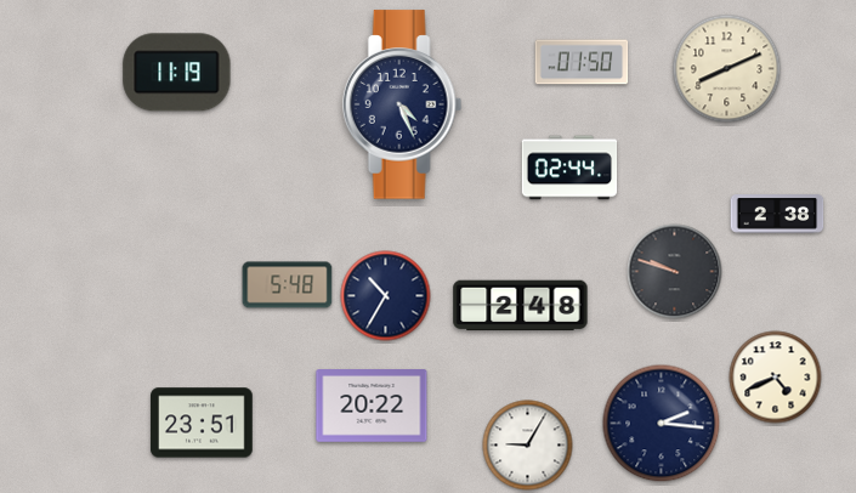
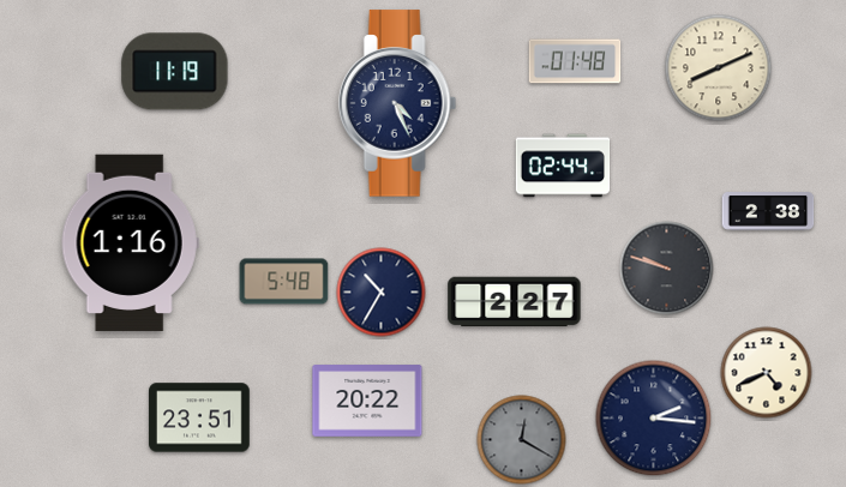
clock at (582, 62): 01:50 -> 01:48
clock at (130, 242): none -> 1:16
clock at (521, 306): 2:48 -> 2:27
clock at (528, 446): 9:05 -> 12:20
clock at (528, 446) dial: white -> grey
